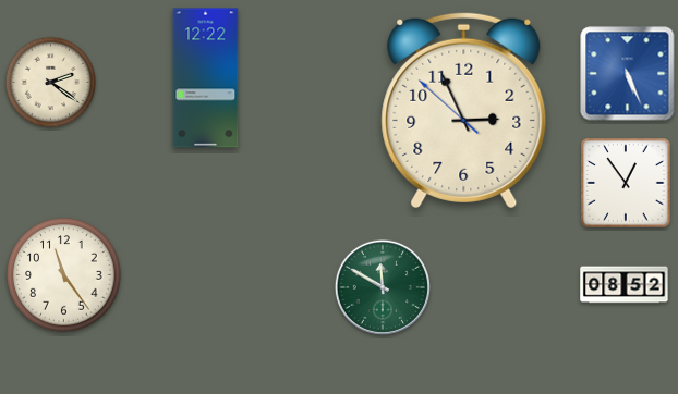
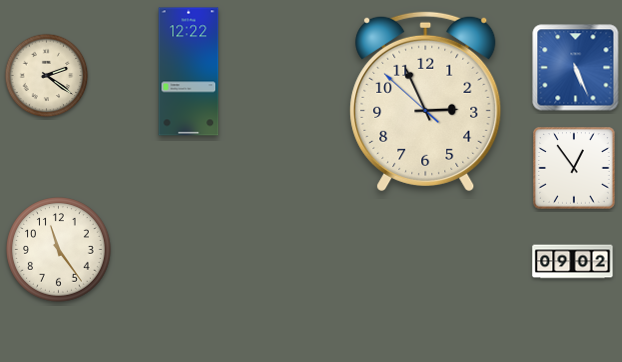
clock at (64, 275) position: (64, 275) -> (59, 250)
clock at (625, 285): 08:52 -> 09:02
clock at (382, 286): 11:50 -> none
